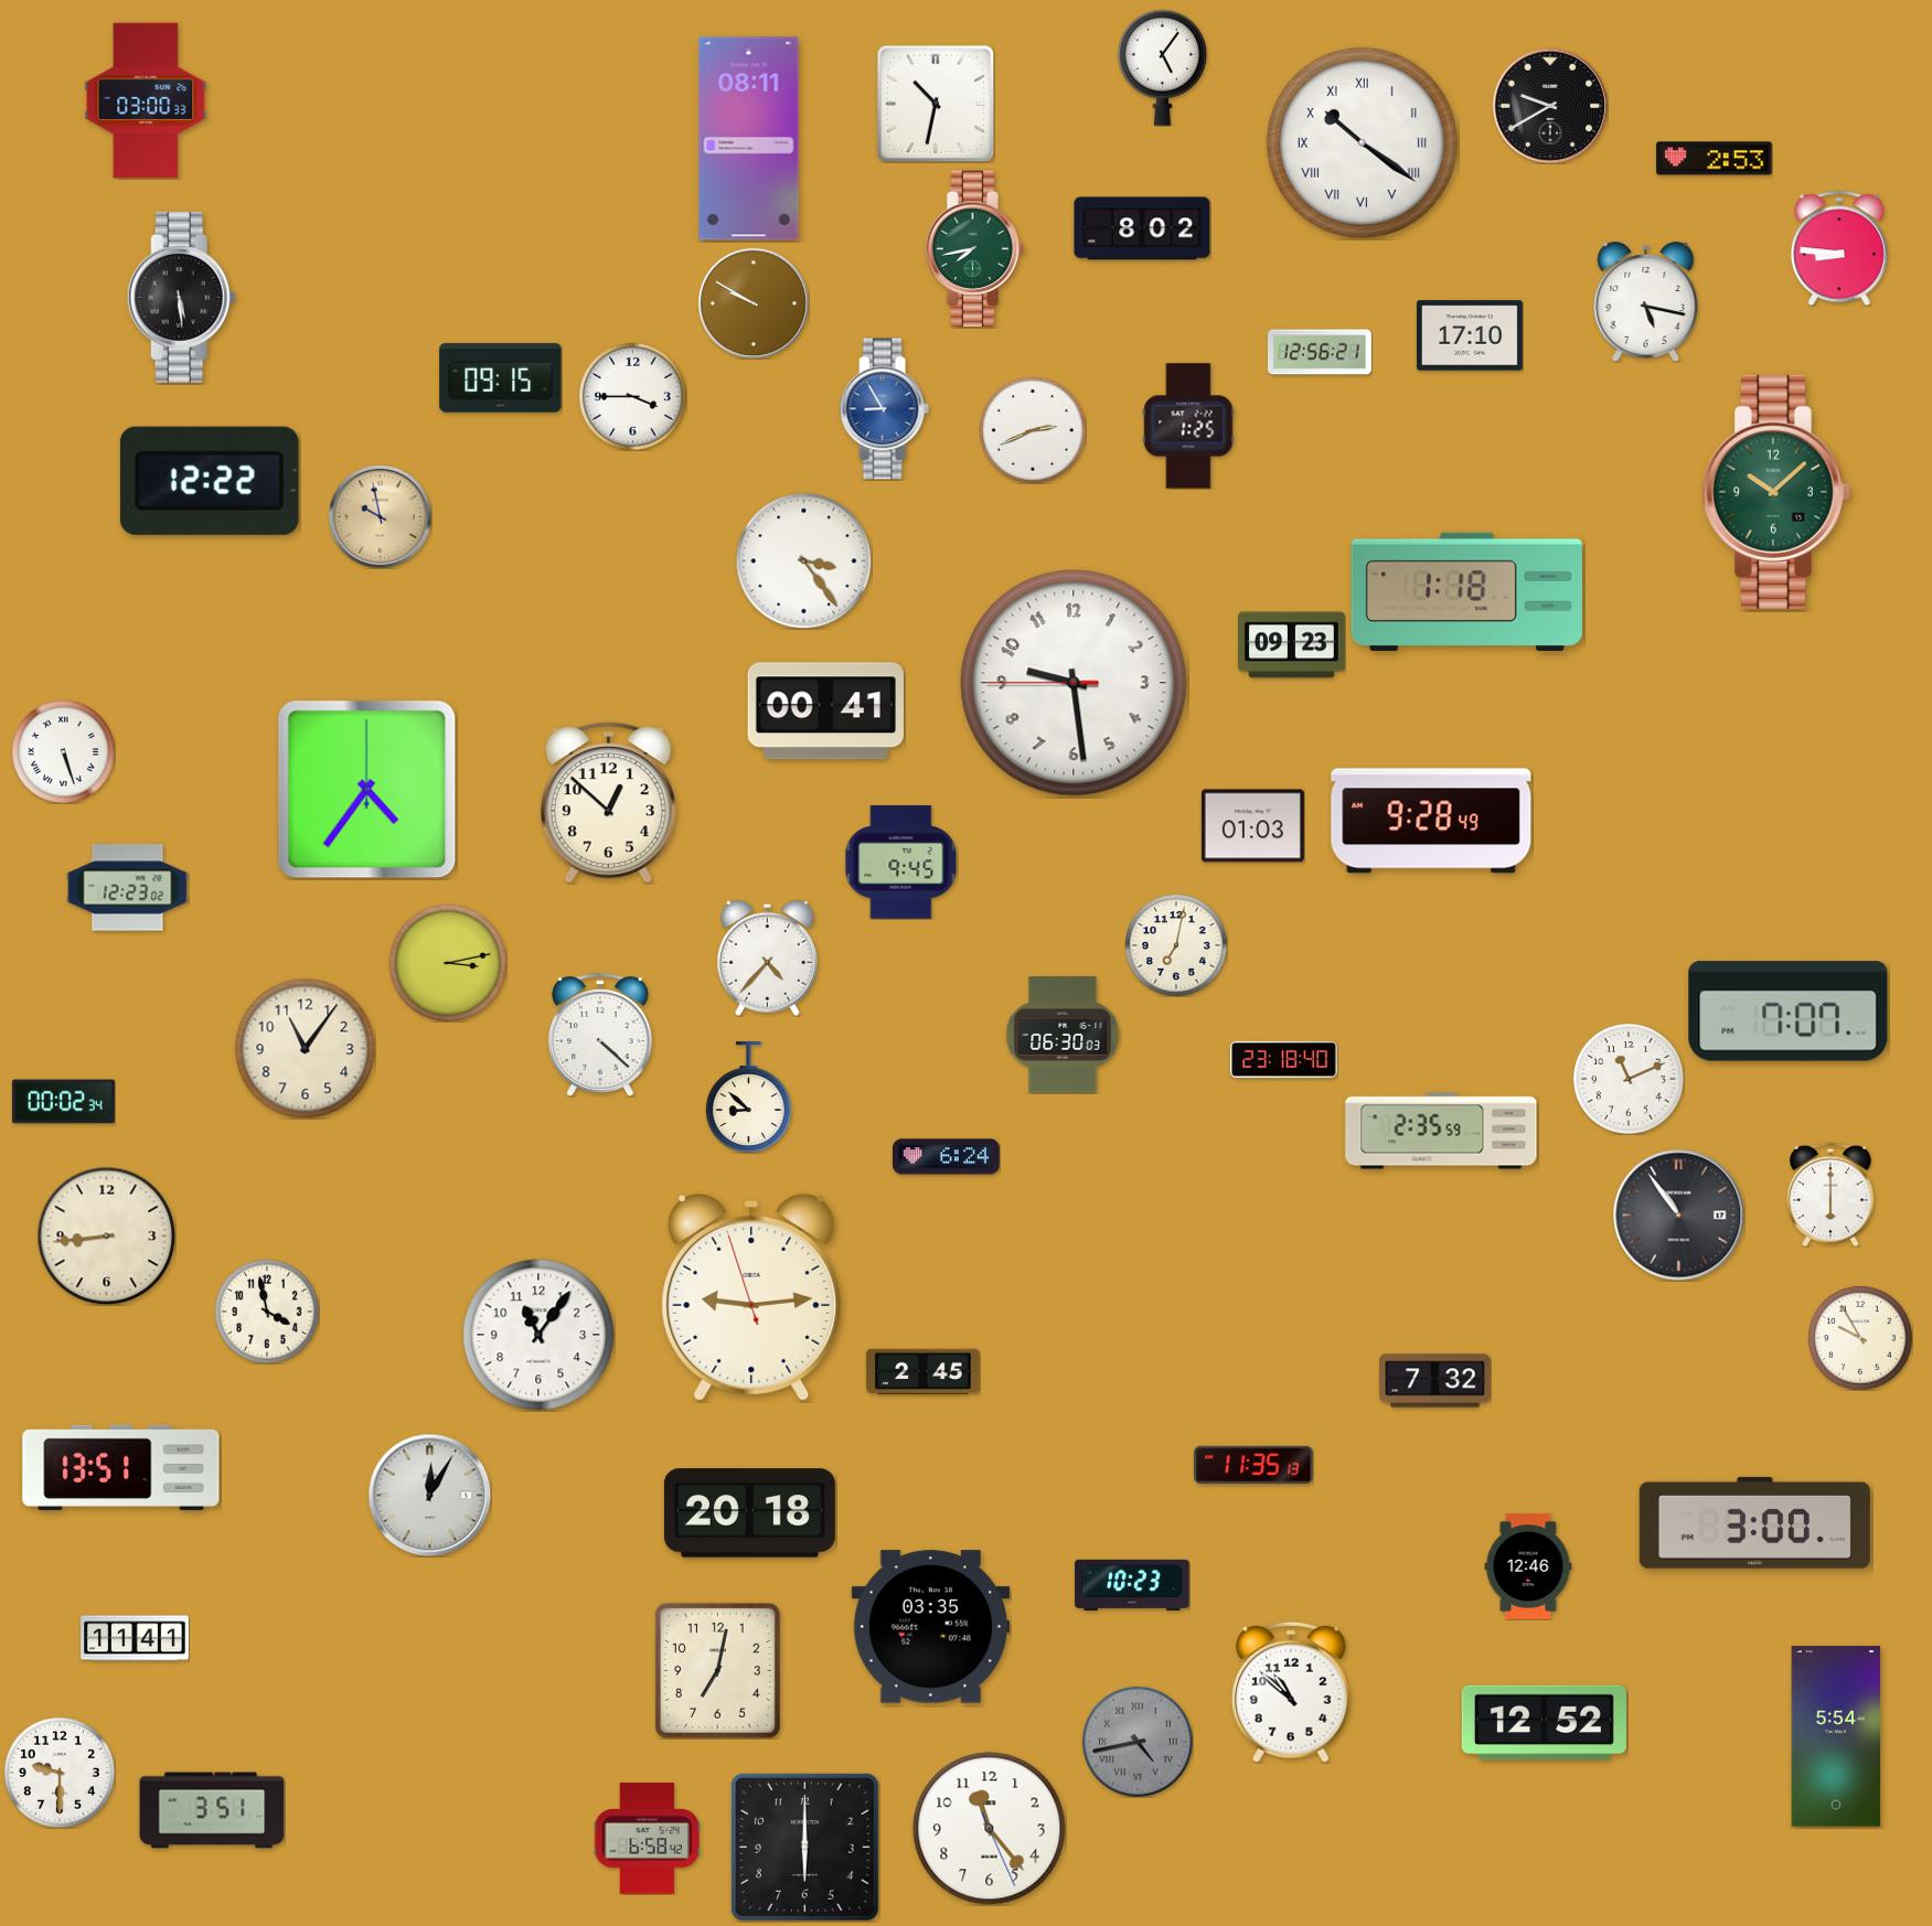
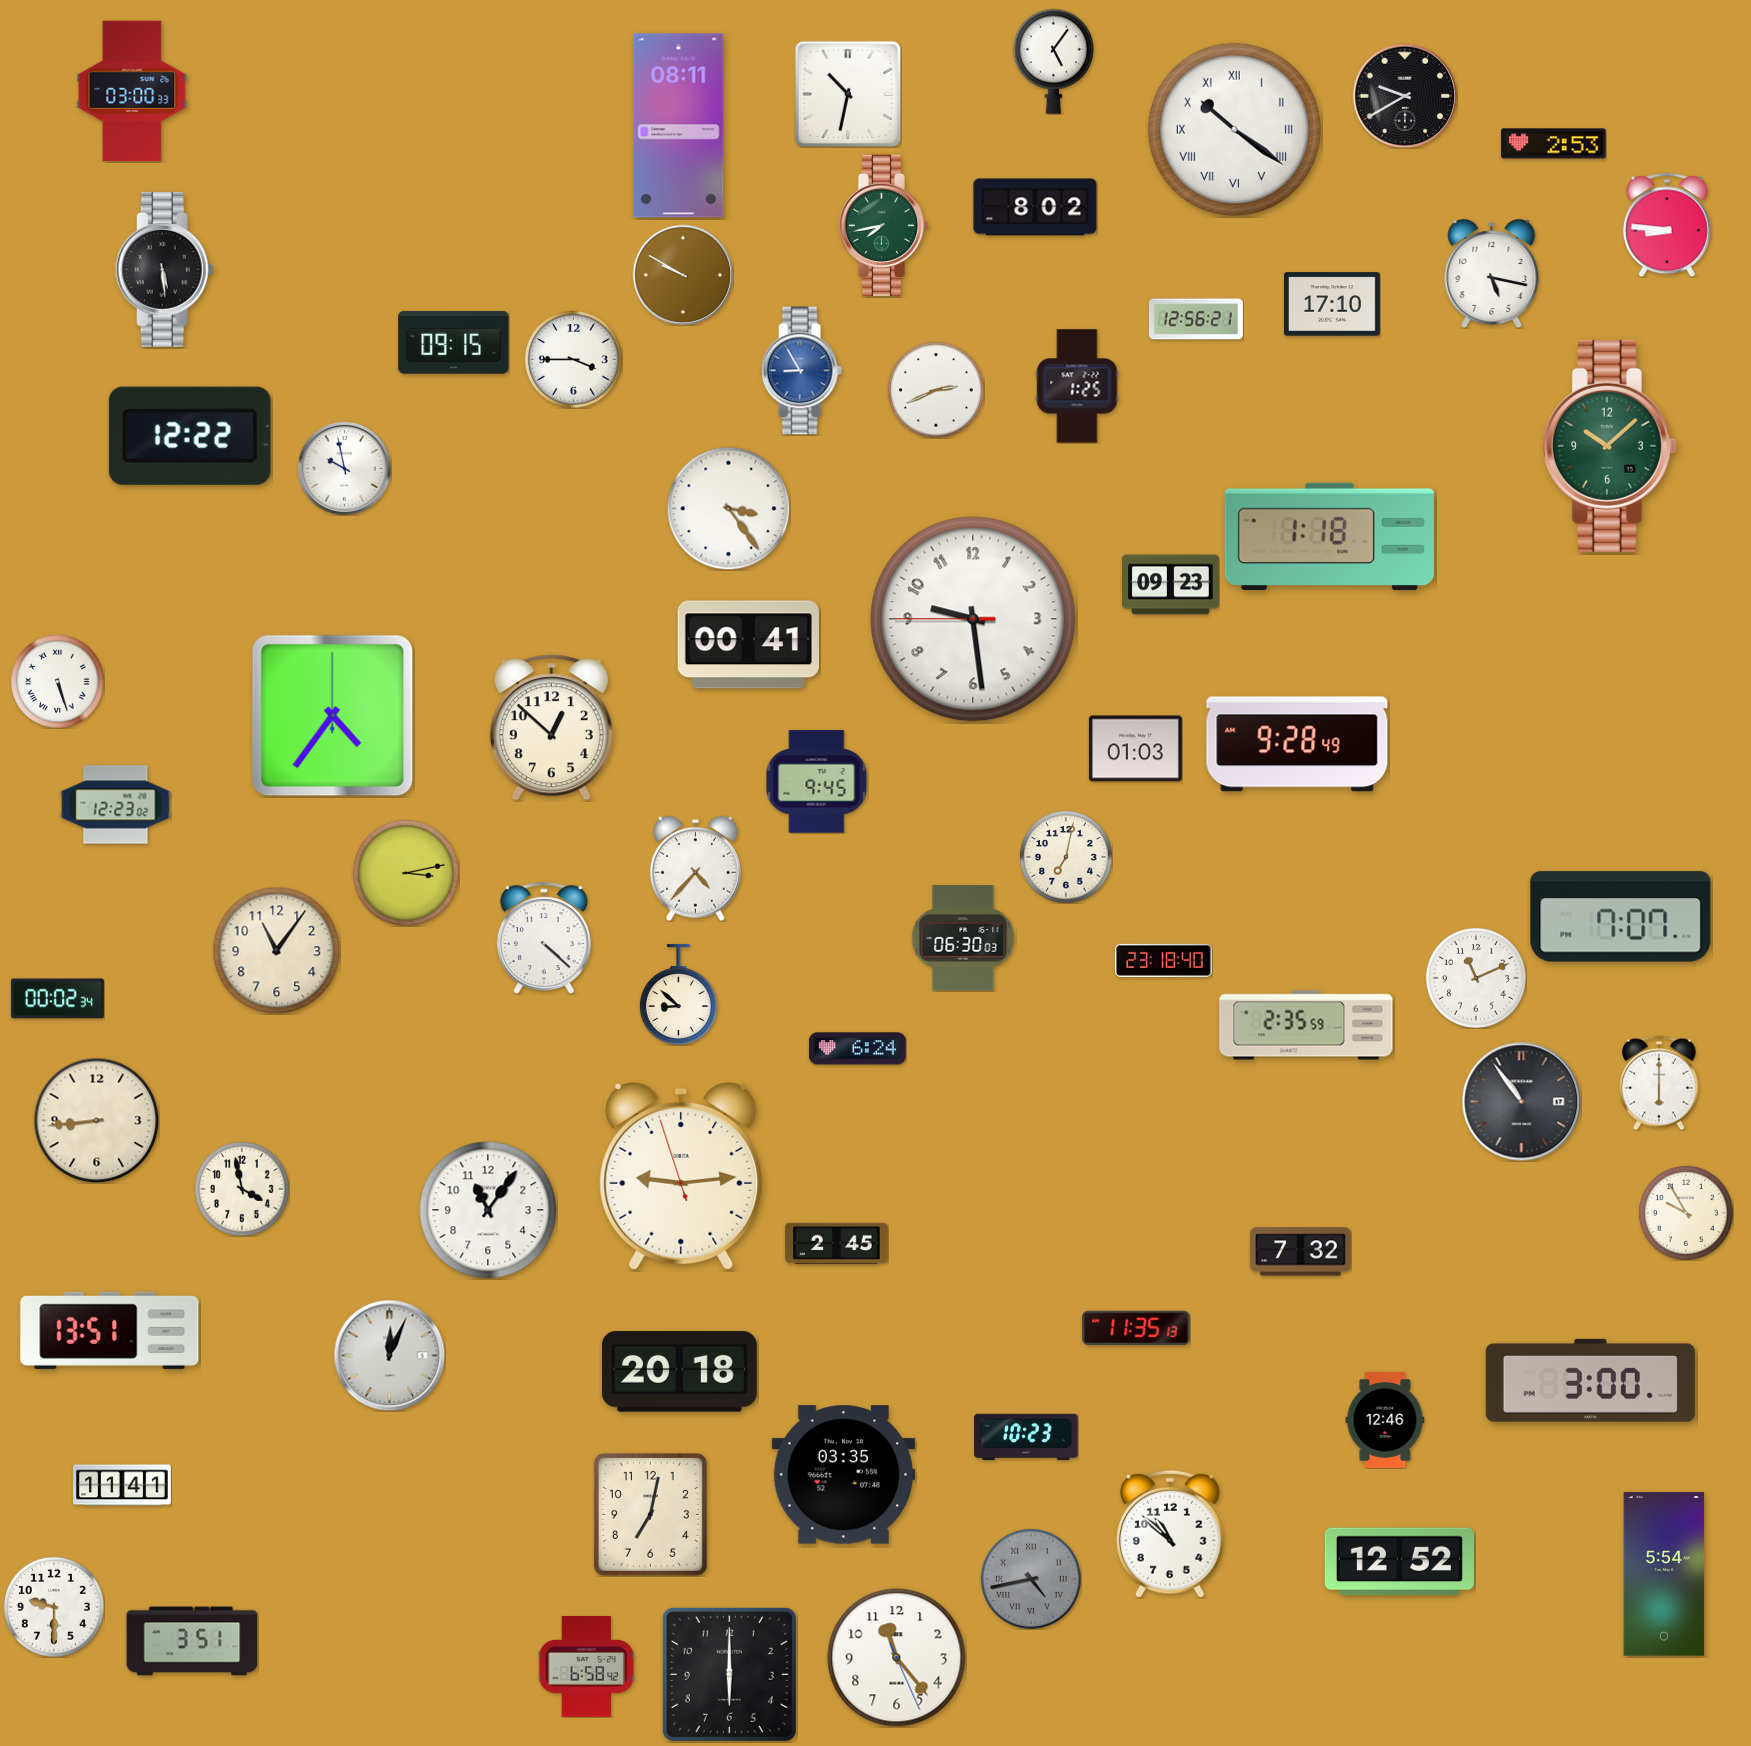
clock at (381, 517) dial: champagne -> white
clock at (429, 1495): 12:05 -> 12:04
